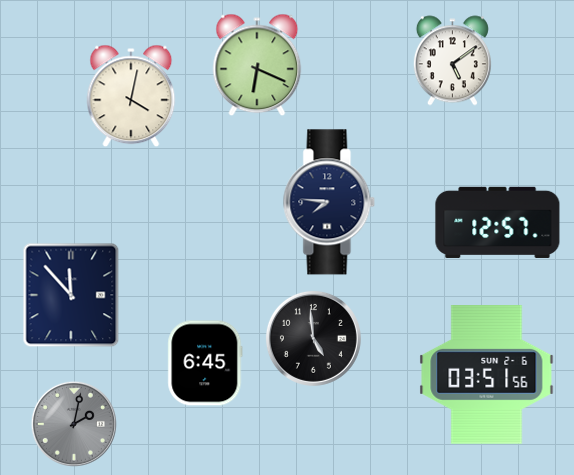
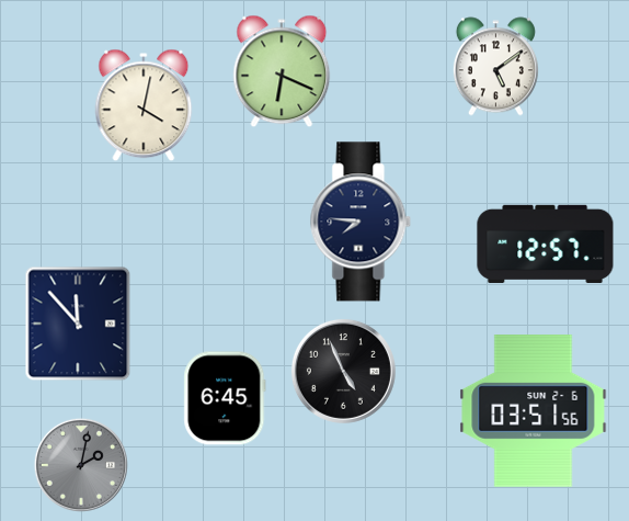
clock at (313, 338): 4:59 -> 4:56
